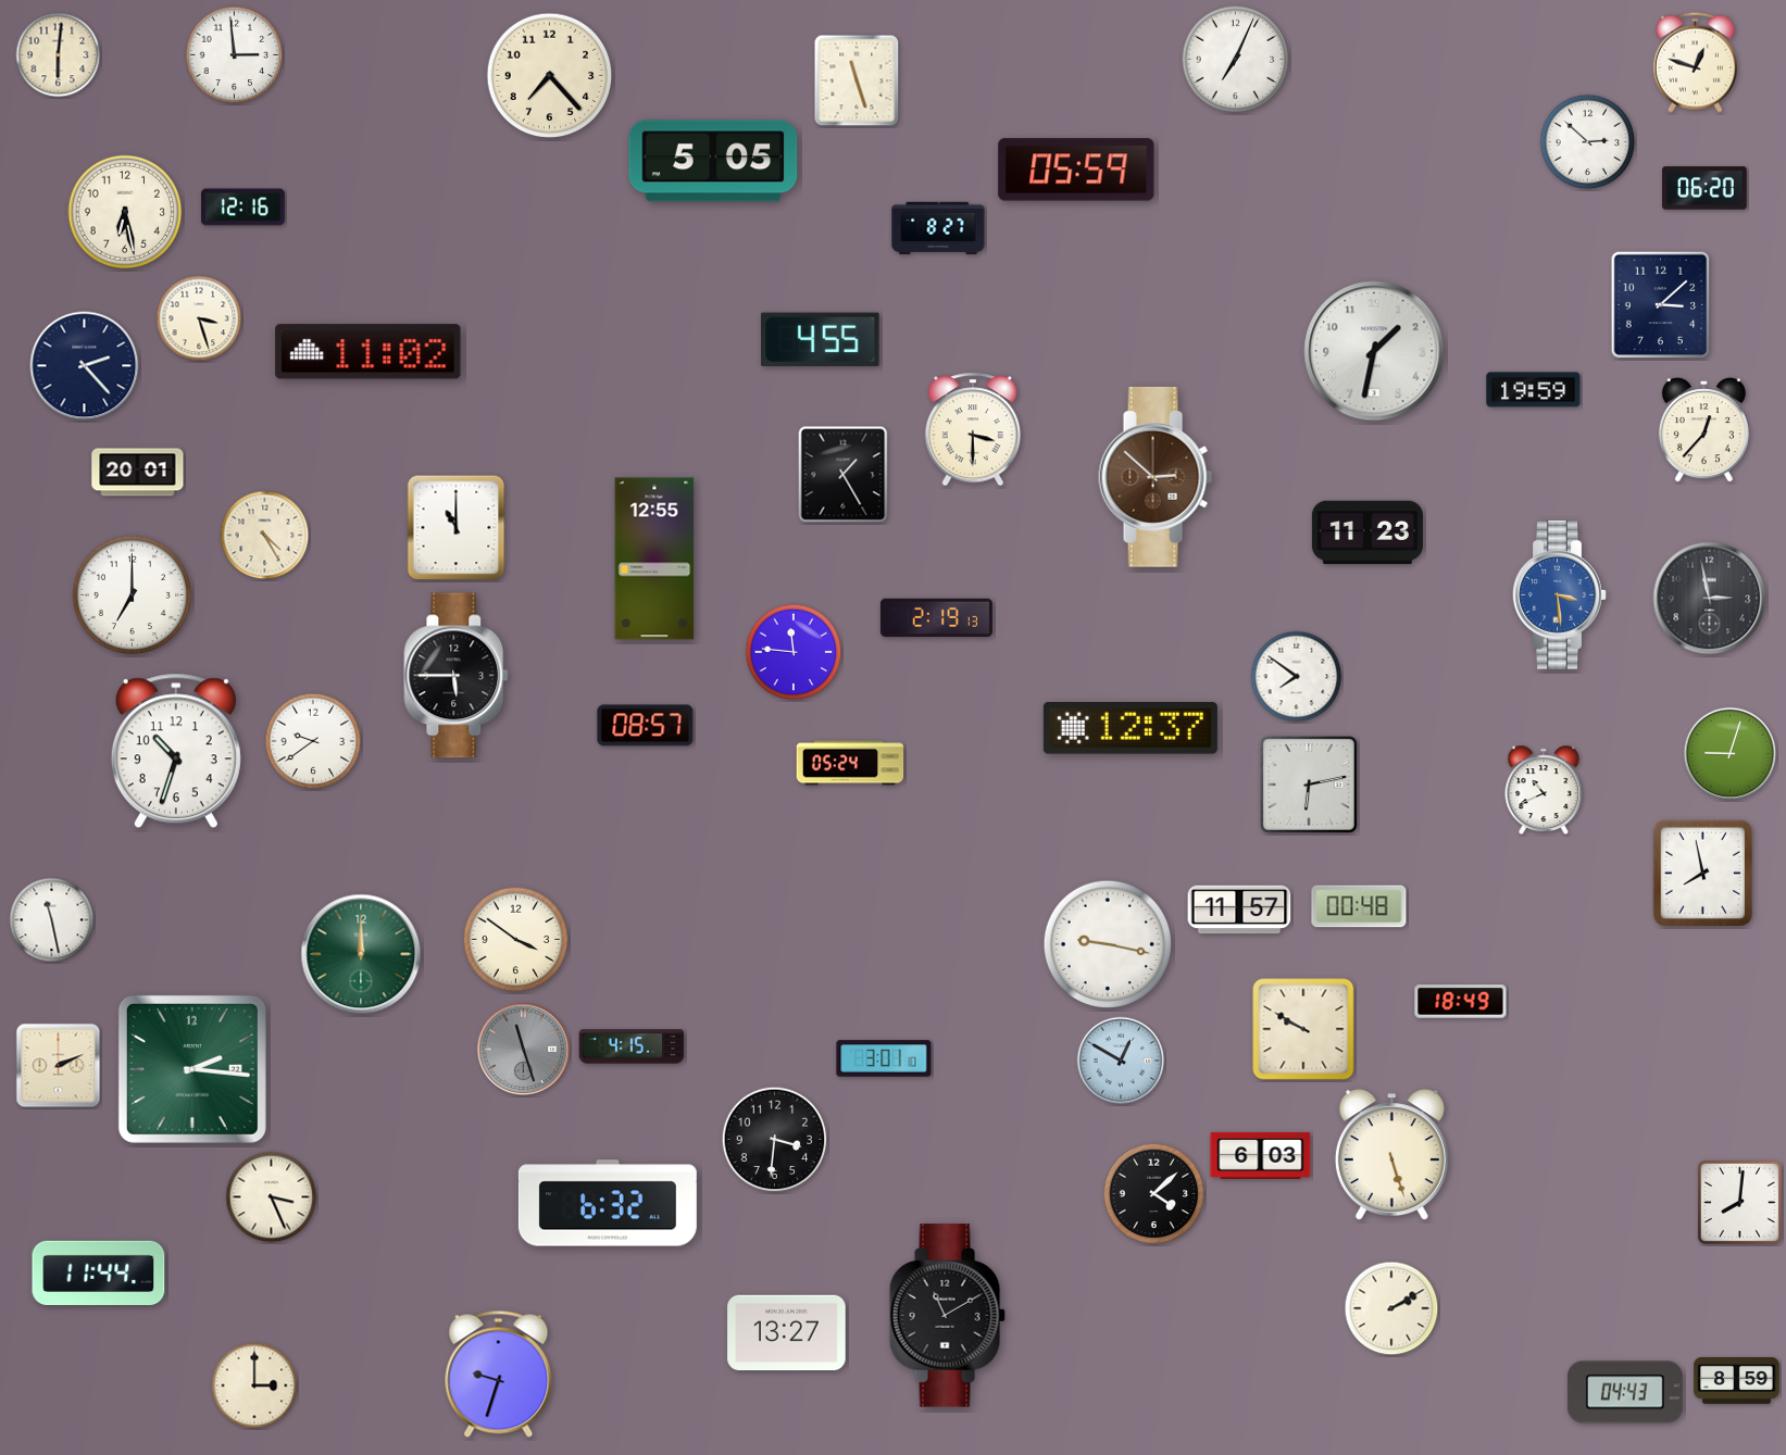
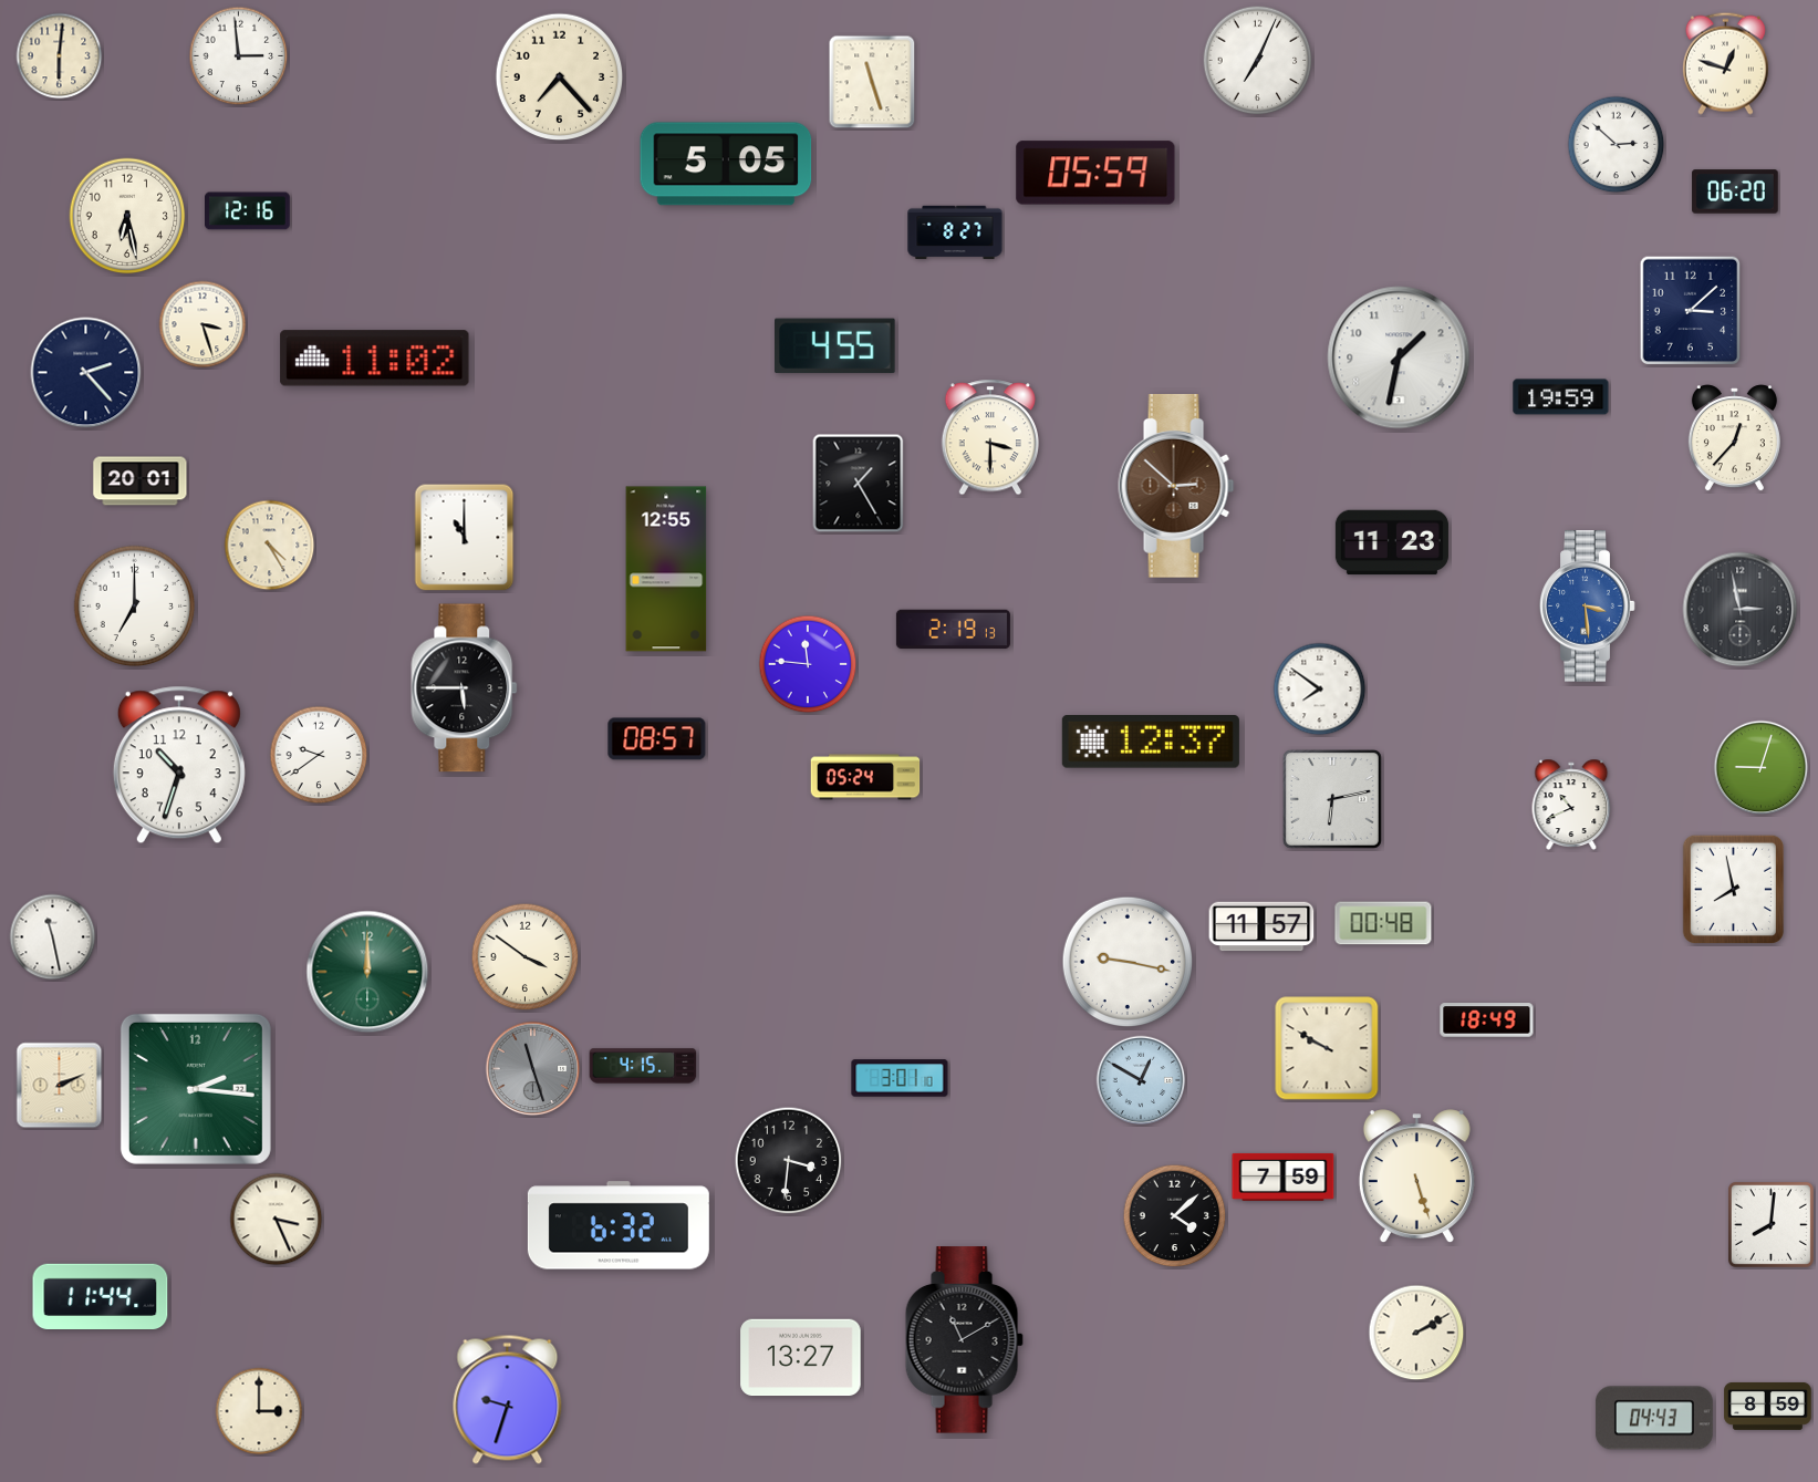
clock at (1261, 1155): 6:03 -> 7:59
